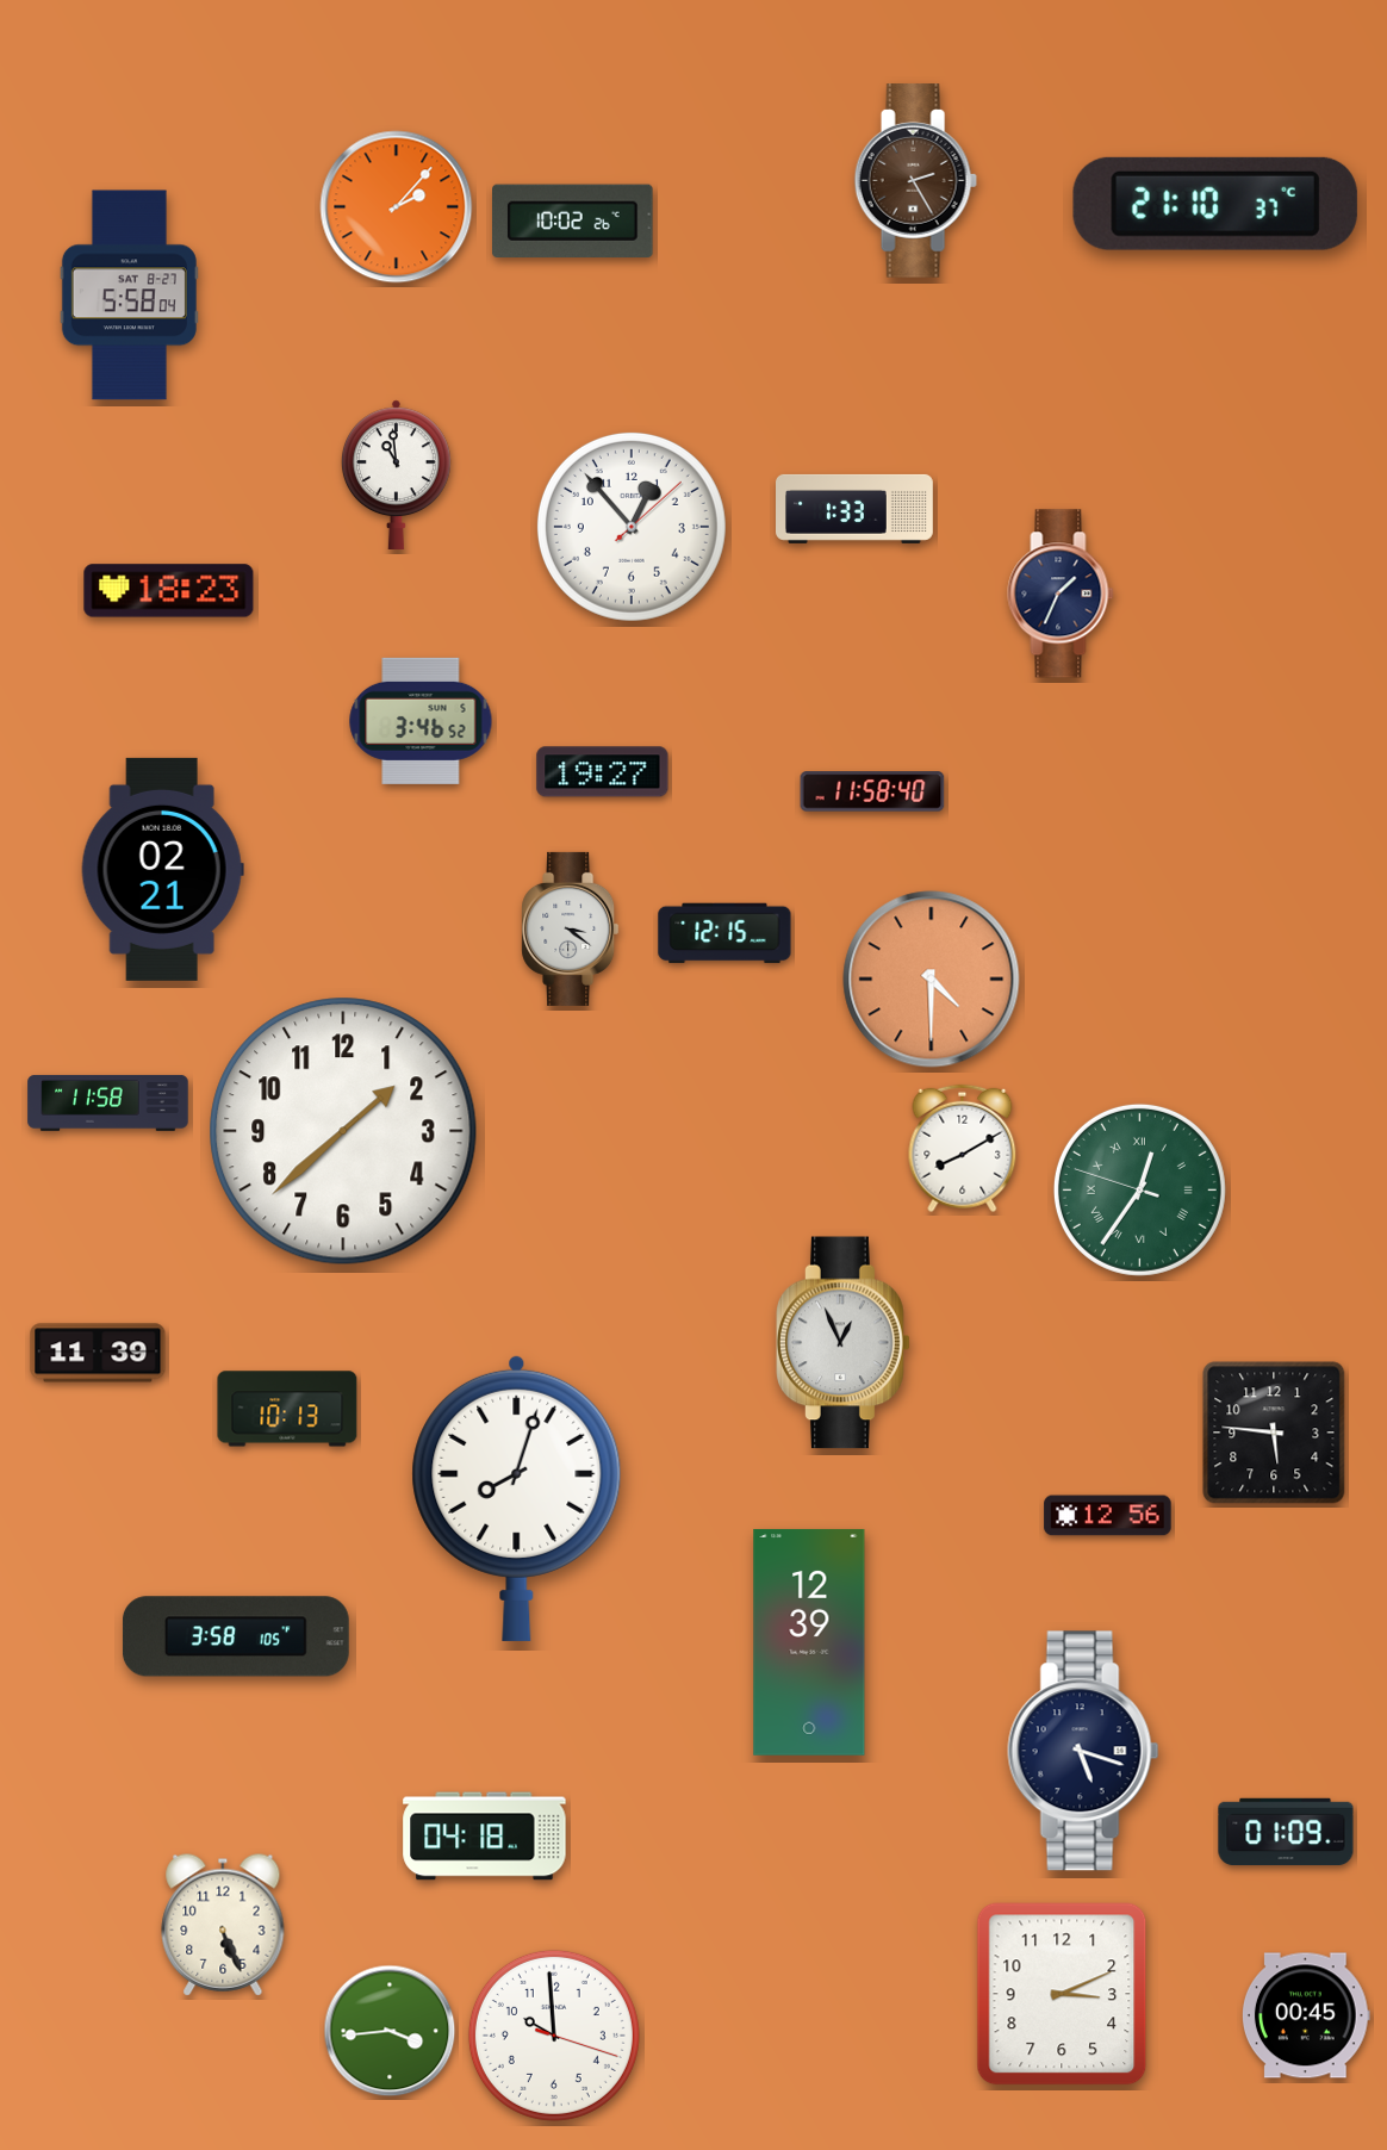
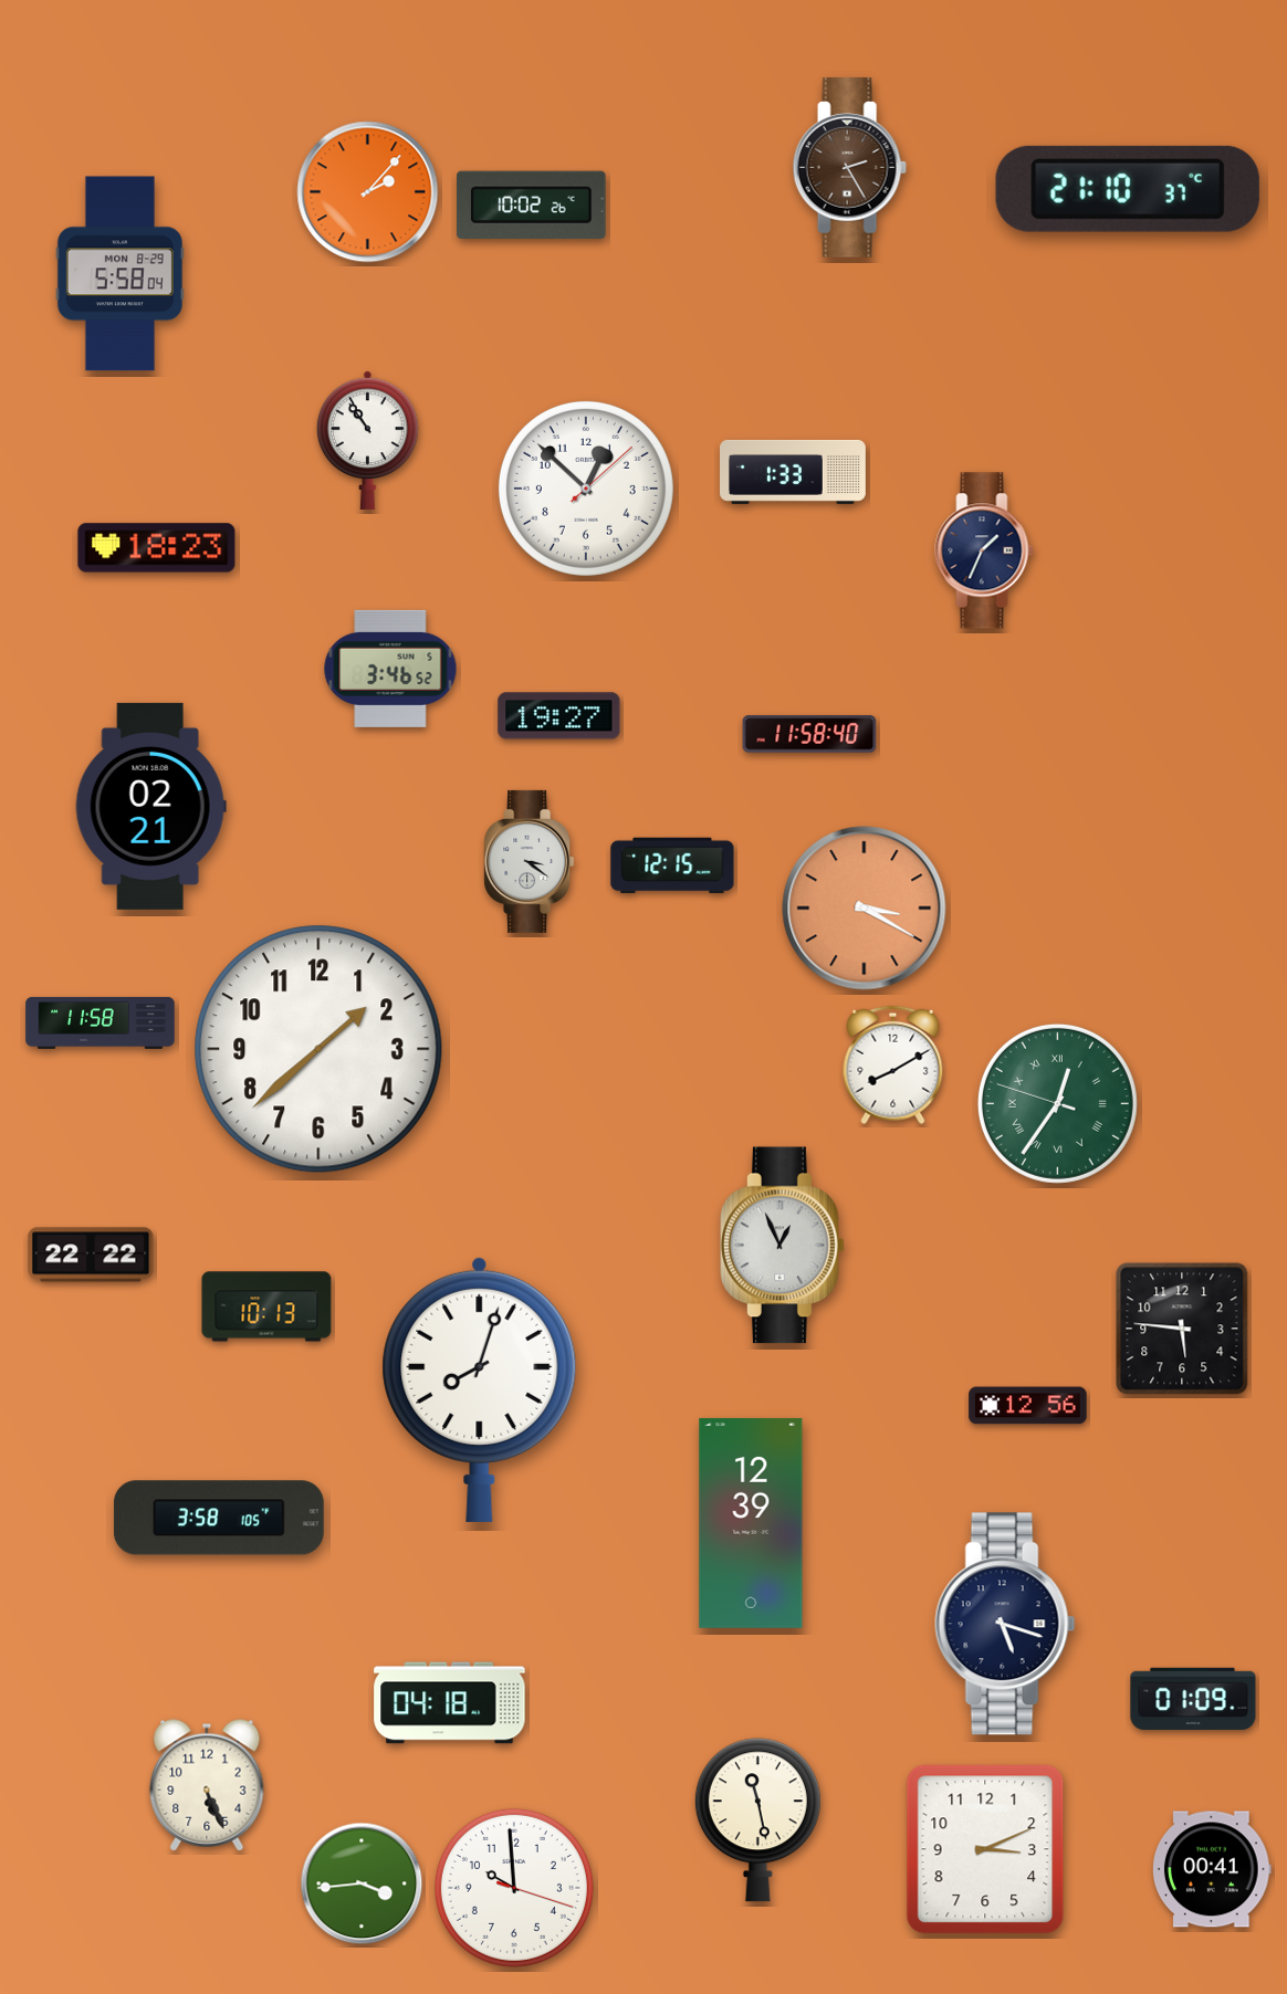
clock at (129, 296) date: SAT 8-27 -> MON 8-29
clock at (396, 474): 10:59 -> 10:54
clock at (632, 527): 12:53 -> 12:52
clock at (932, 980): 4:30 -> 3:20
clock at (98, 1353): 11:39 -> 22:22
clock at (757, 1820): none -> 11:28
clock at (1306, 2015): 00:45 -> 00:41
